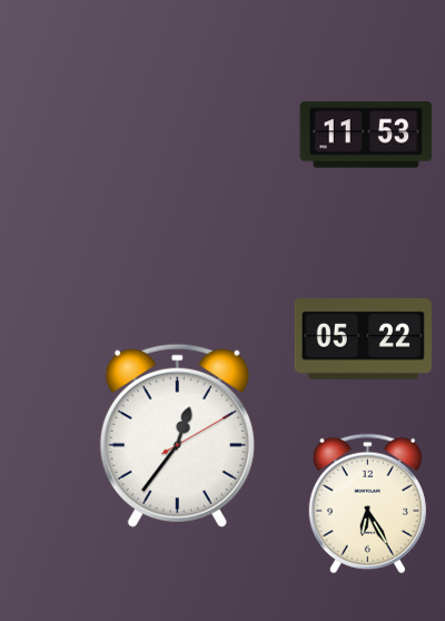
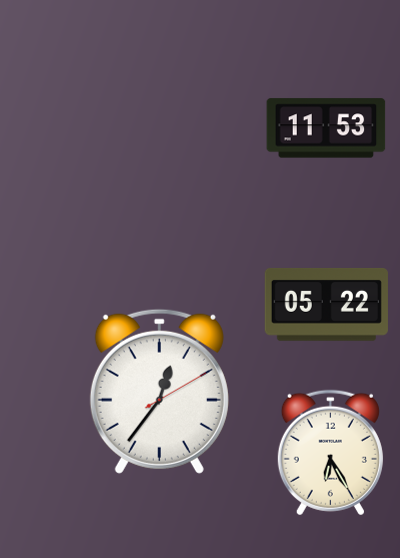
clock at (366, 135) position: (366, 135) -> (326, 128)
